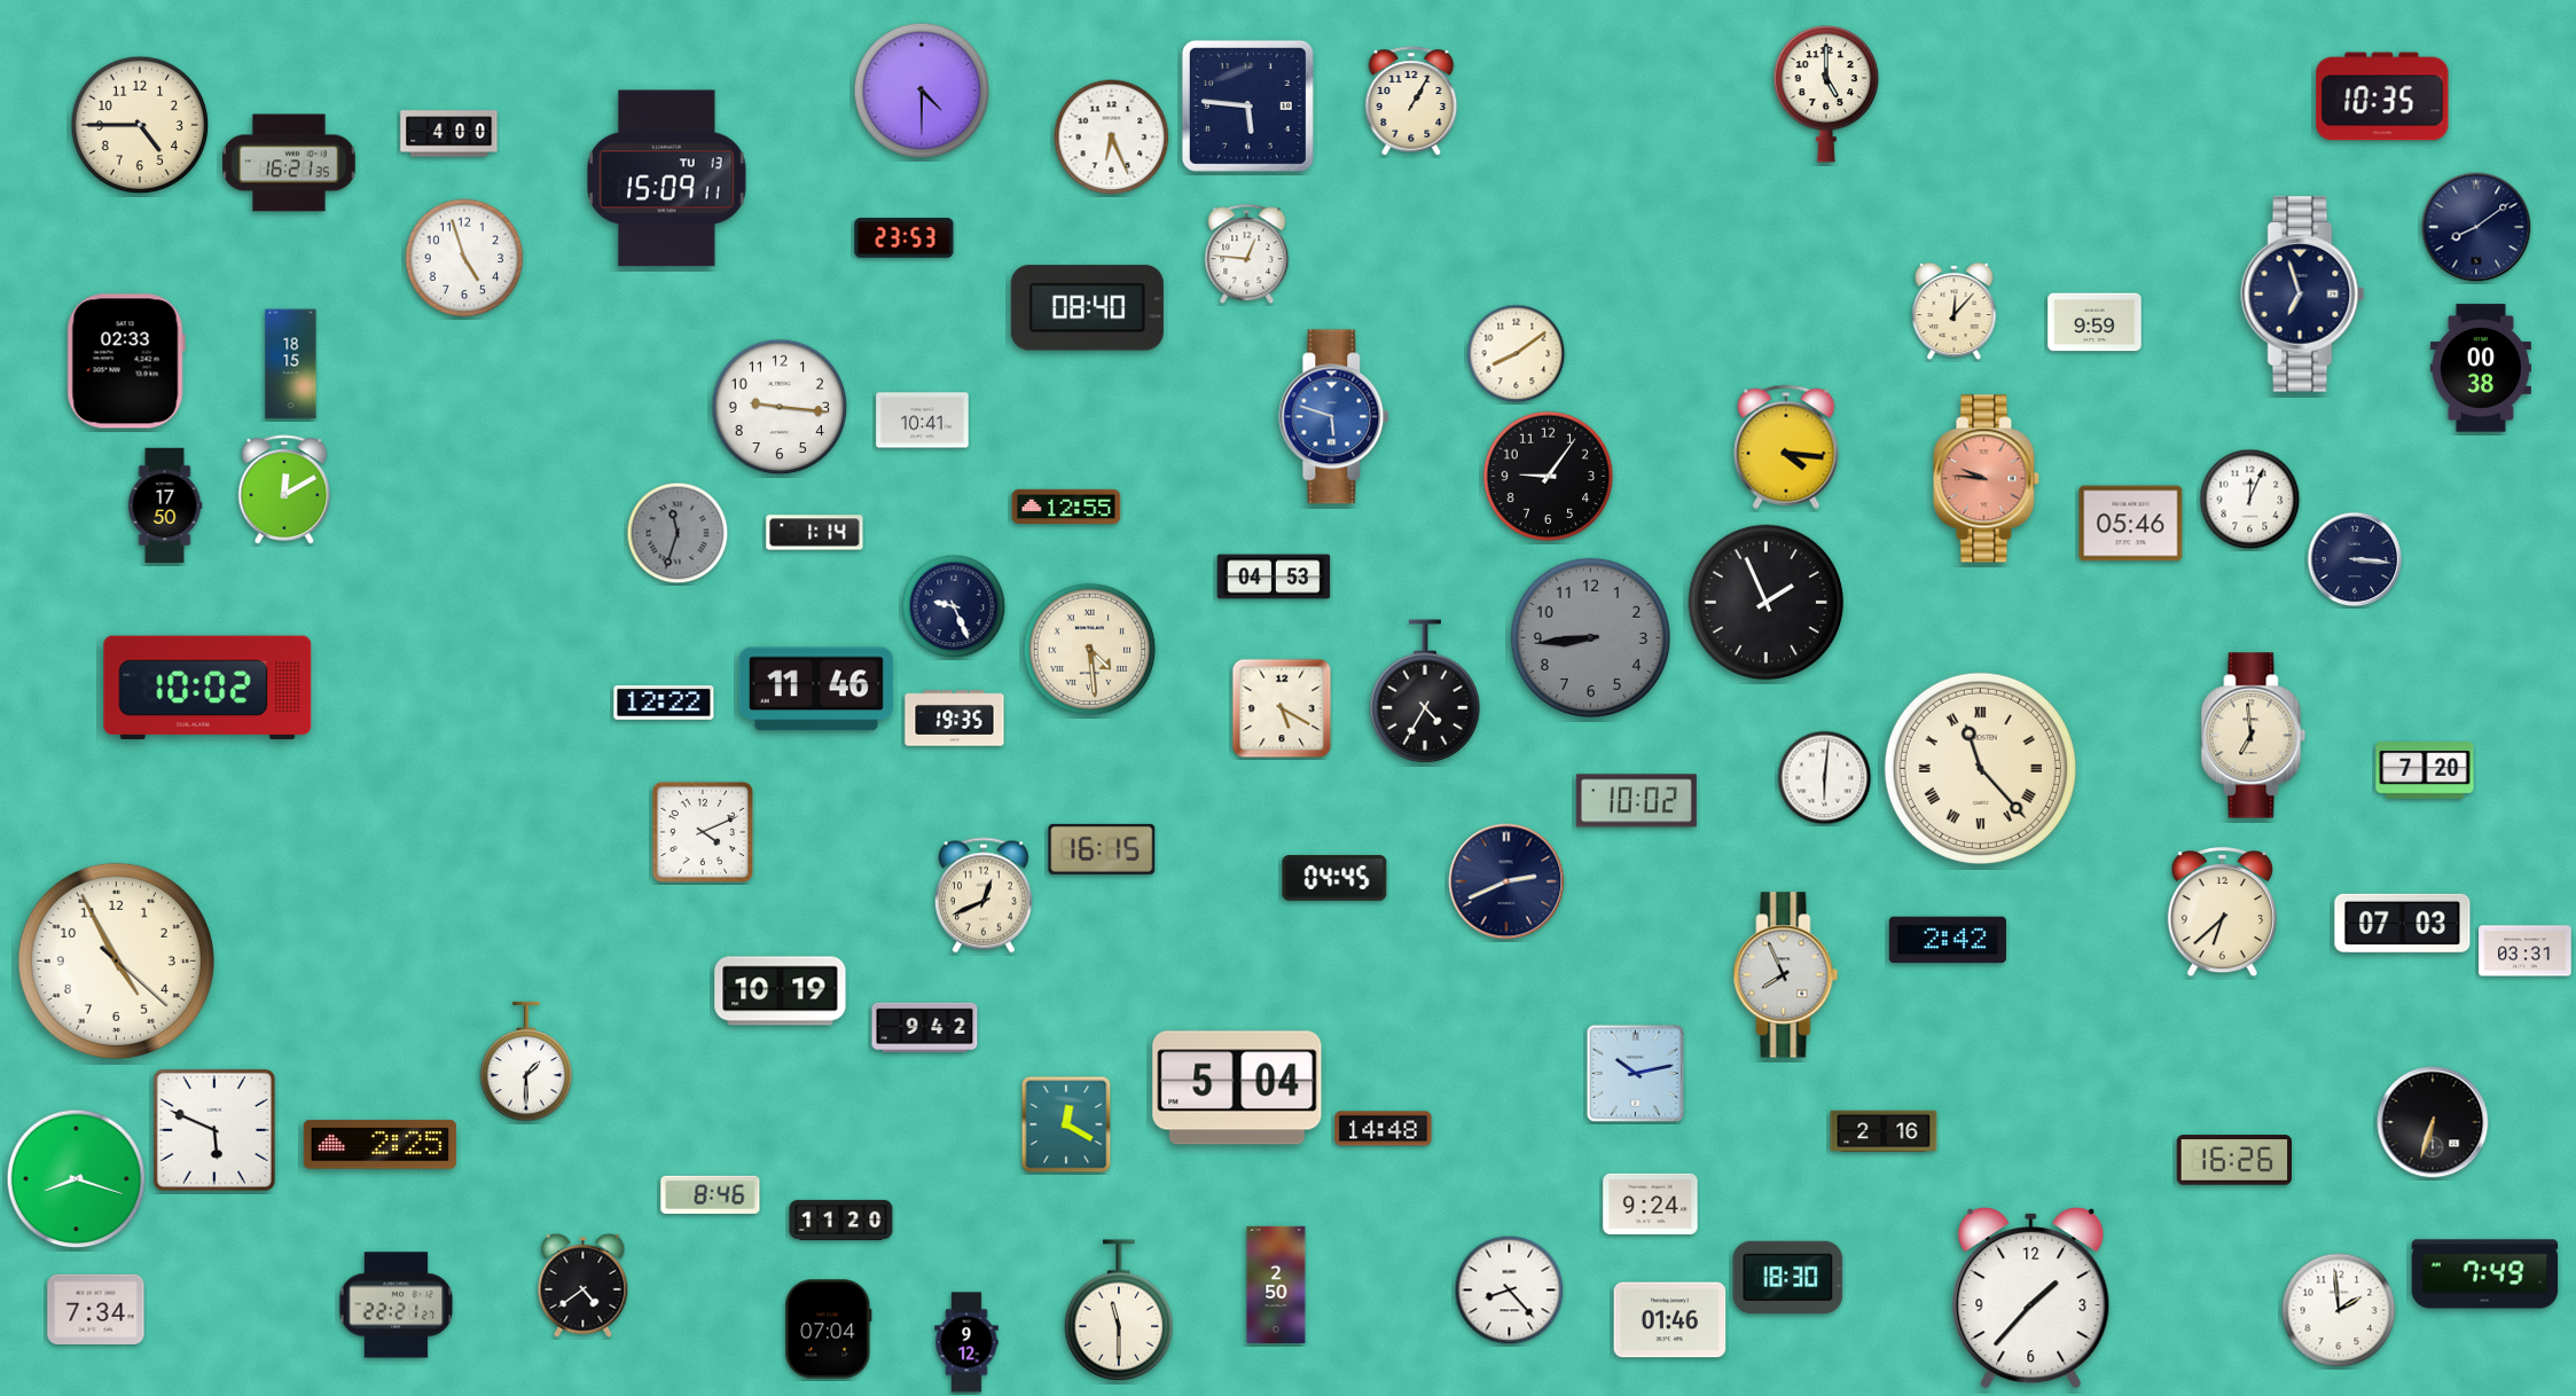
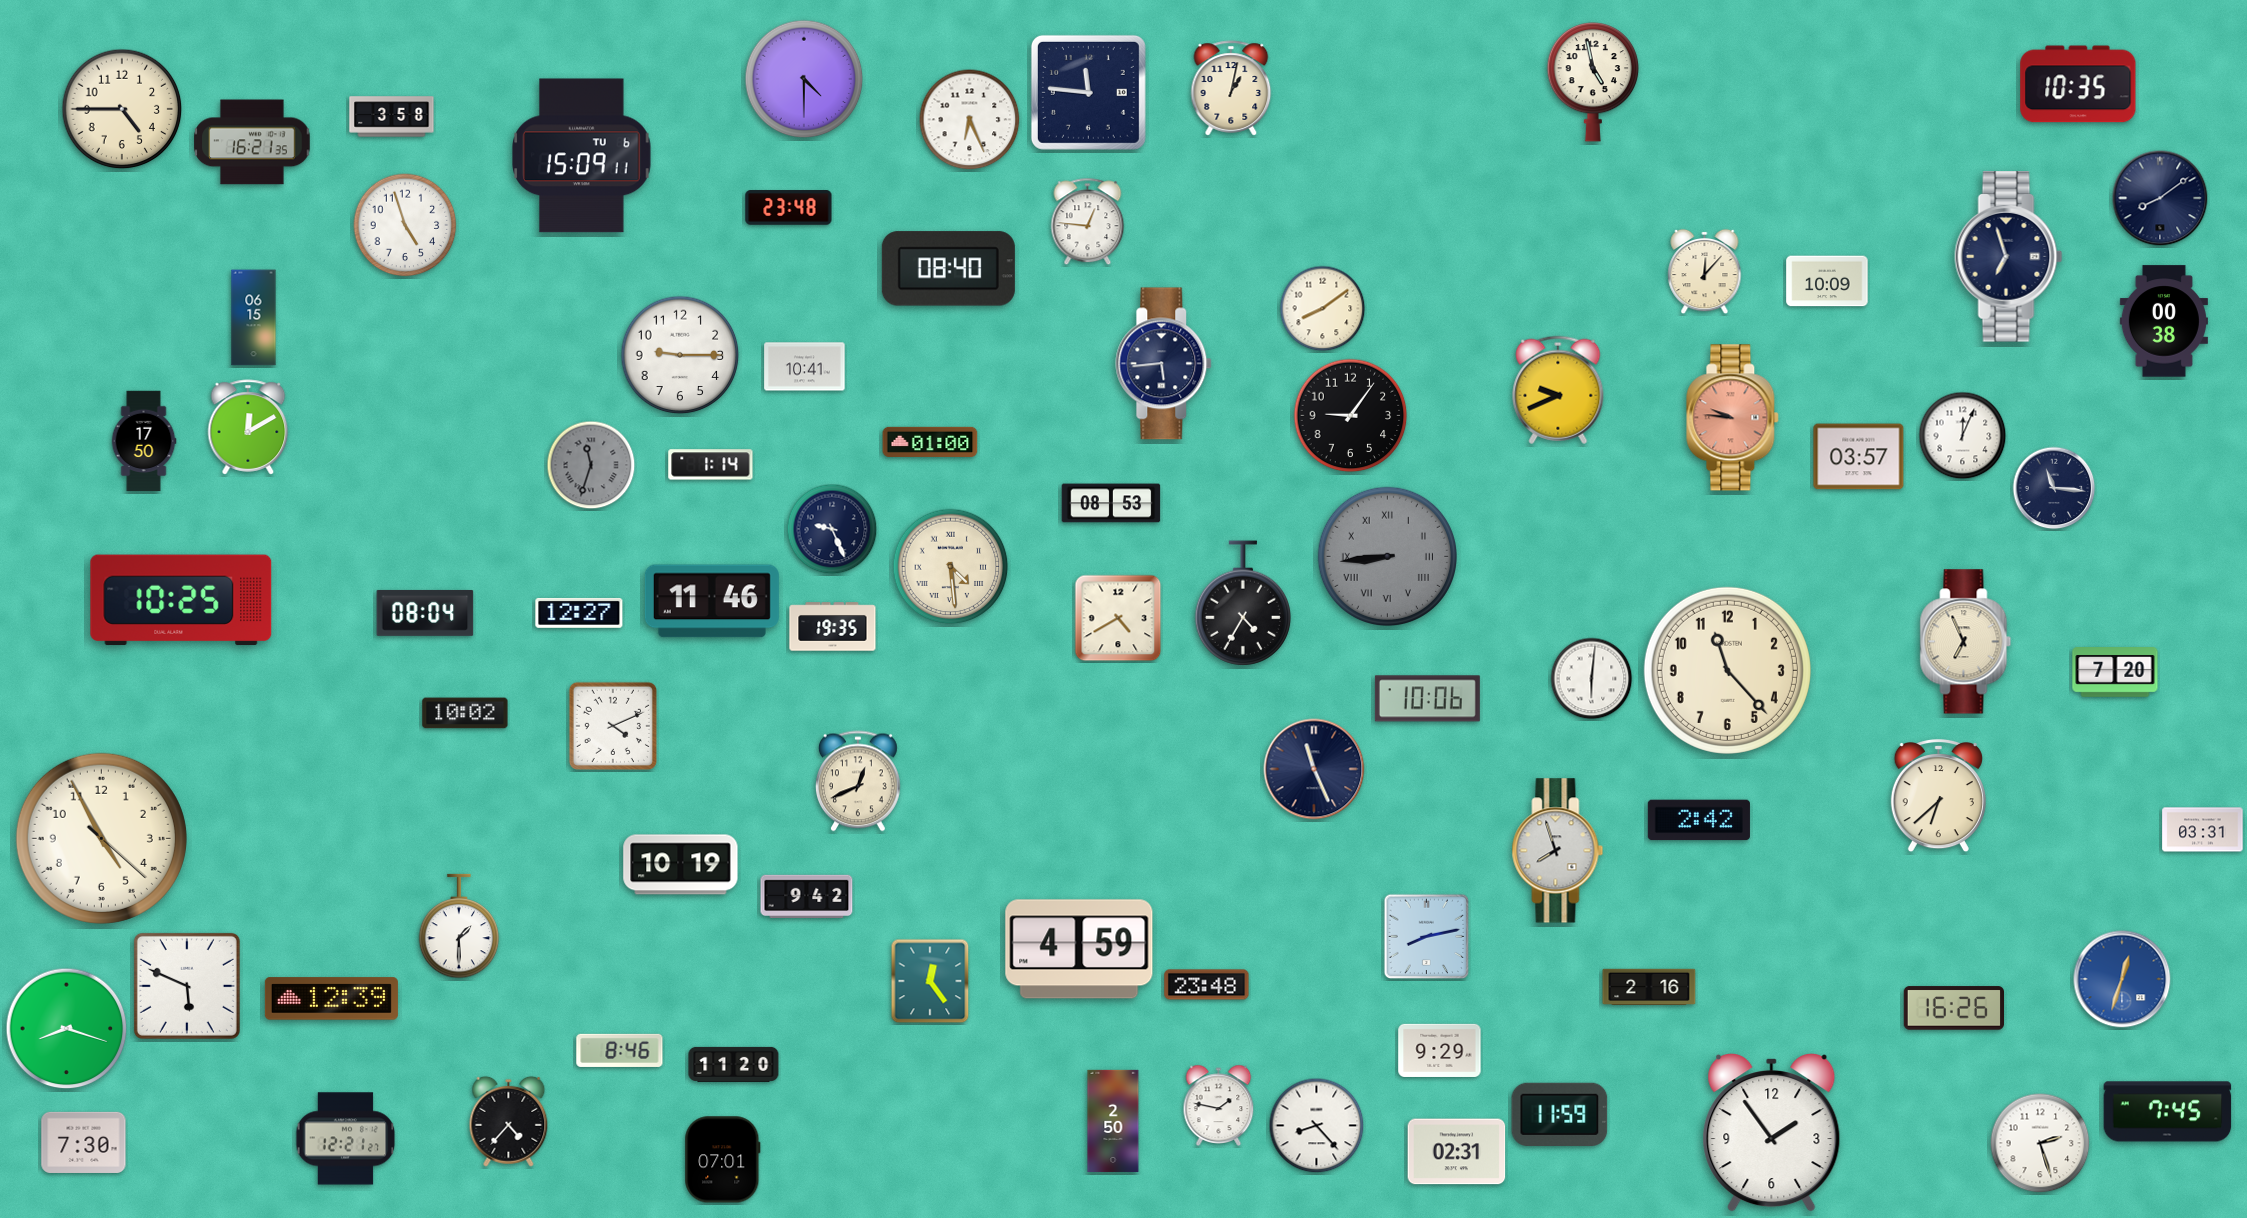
clock at (1826, 95): 5:00 -> 4:58
clock at (1411, 101): 1:05 -> 1:02
clock at (1247, 105): 5:46 -> 11:46
clock at (449, 134): 4:00 -> 3:58
clock at (667, 179) date: TU 13 -> TU 6
clock at (905, 238): 23:53 -> 23:48
clock at (2095, 322): 9:59 -> 10:09
clock at (126, 361): 02:33 -> none
clock at (291, 364): 18:15 -> 06:15
clock at (780, 407): 9:16 -> 9:15
clock at (1334, 417): 5:48 -> 5:44
clock at (1334, 417) dial: blue -> navy
clock at (1786, 447): 4:16 -> 9:41
clock at (1066, 507): 12:55 -> 01:00
clock at (2131, 524): 05:46 -> 03:57
clock at (2355, 559): 3:16 -> 11:16
clock at (1274, 577): 04:53 -> 08:53
clock at (1767, 603): 1:56 -> none
clock at (1590, 637) numerals: Arabic -> Roman
clock at (208, 688): 10:02 -> 10:25
clock at (425, 613): none -> 08:04
clock at (664, 703): 12:22 -> 12:27
clock at (1282, 708): 5:20 -> 4:40
clock at (2254, 736): 6:59 -> 6:56
clock at (1980, 768) numerals: Roman -> Arabic
clock at (1636, 801): 10:02 -> 10:06
clock at (465, 713): none -> 10:02
clock at (1102, 849): 16:15 -> none
clock at (1334, 878): 04:45 -> none
clock at (1506, 881): 2:41 -> 11:26
clock at (2403, 923): 07:03 -> none
clock at (1786, 975): 7:56 -> 7:57
clock at (1636, 1074): 10:13 -> 8:13
clock at (1237, 1088): 5:04 -> 4:59
clock at (2433, 1122): 6:33 -> 12:33
clock at (2433, 1122) dial: black -> blue
clock at (1066, 1124): 12:20 -> 12:24
clock at (1384, 1129): 14:48 -> 23:48
clock at (1884, 1130) position: (1884, 1130) -> (1649, 986)
clock at (379, 1145): 2:25 -> 12:39
clock at (2233, 1160) position: (2233, 1160) -> (1953, 1008)
clock at (711, 1194) position: (711, 1194) -> (620, 1050)
clock at (1651, 1203): 9:24 -> 9:29
clock at (1219, 1105): none -> 1:47
clock at (2485, 1275): 7:49 -> 7:45
clock at (1788, 1277): 18:30 -> 11:59
clock at (584, 1285): 4:39 -> 4:37
clock at (2031, 1299): 1:37 -> 1:54
clock at (397, 1305): 22:21 -> 12:21
clock at (96, 1309): 7:34 -> 7:30
clock at (1119, 1310): 11:30 -> none
clock at (2339, 1310): 1:59 -> 2:27
clock at (1670, 1320): 01:46 -> 02:31
clock at (829, 1330): 07:04 -> 07:01
clock at (966, 1342): 9:12 -> none
